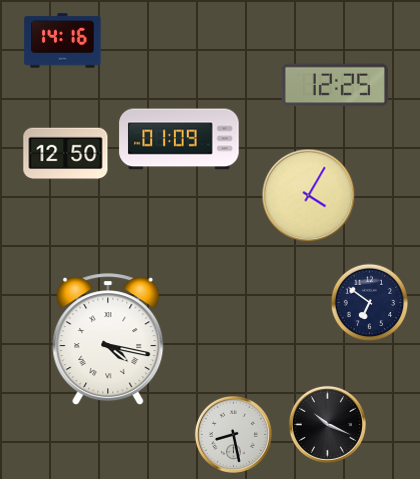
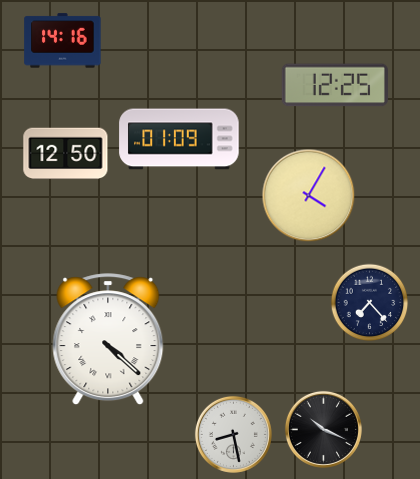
clock at (369, 302): 6:51 -> 7:23
clock at (108, 340): 4:17 -> 4:22
clock at (327, 424) position: (327, 424) -> (323, 429)
